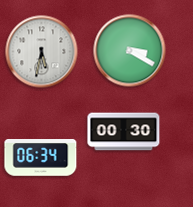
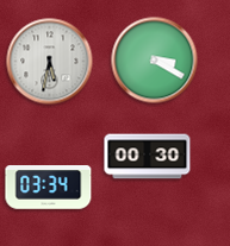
clock at (41, 158): 06:34 -> 03:34
